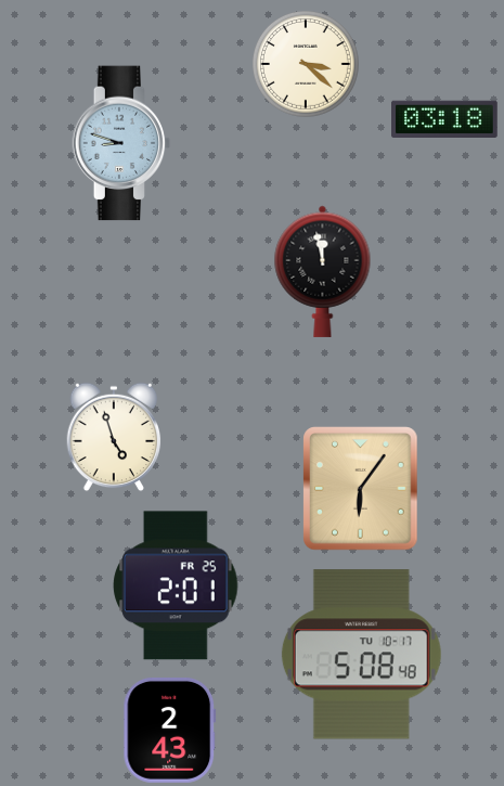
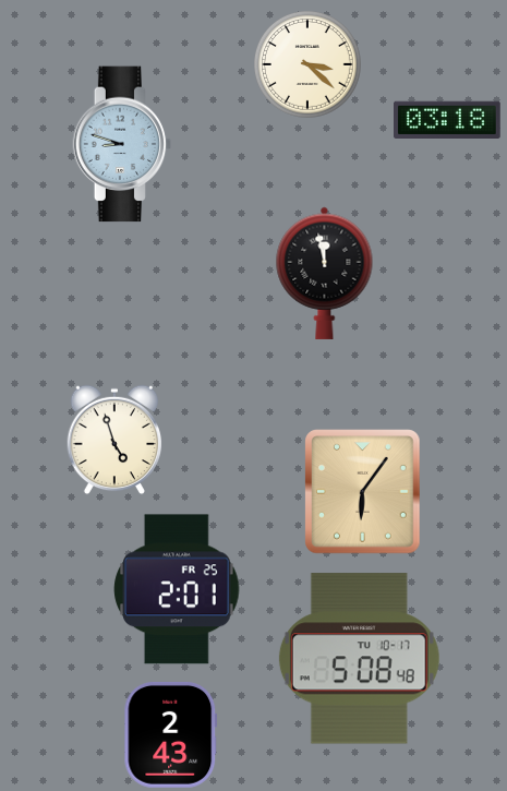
clock at (361, 655) position: (361, 655) -> (359, 659)
